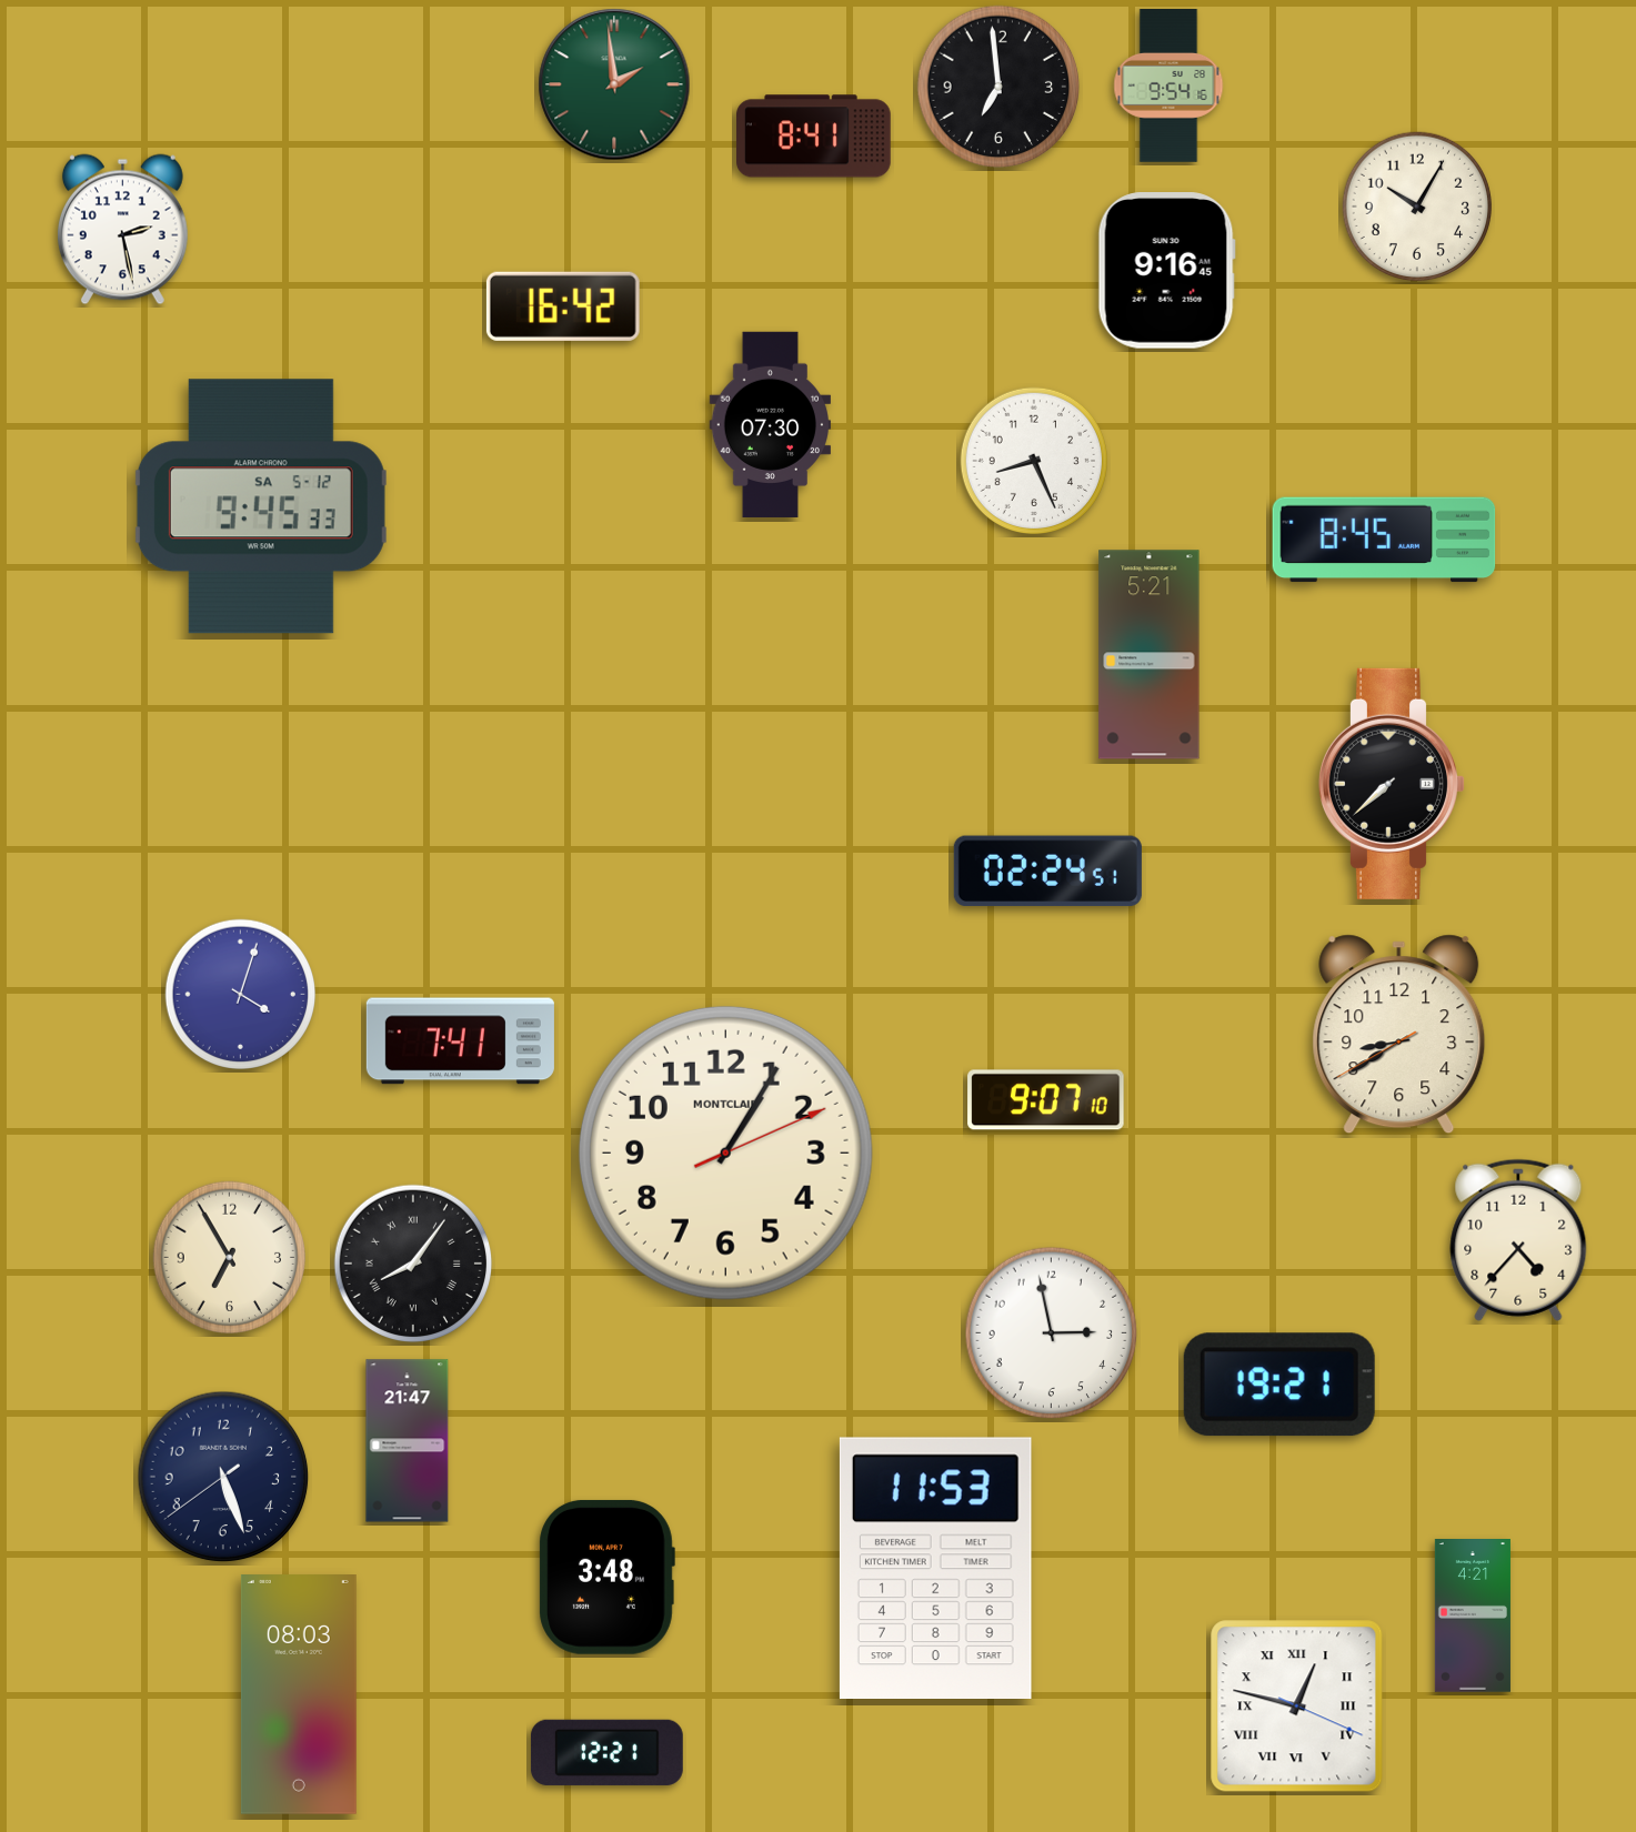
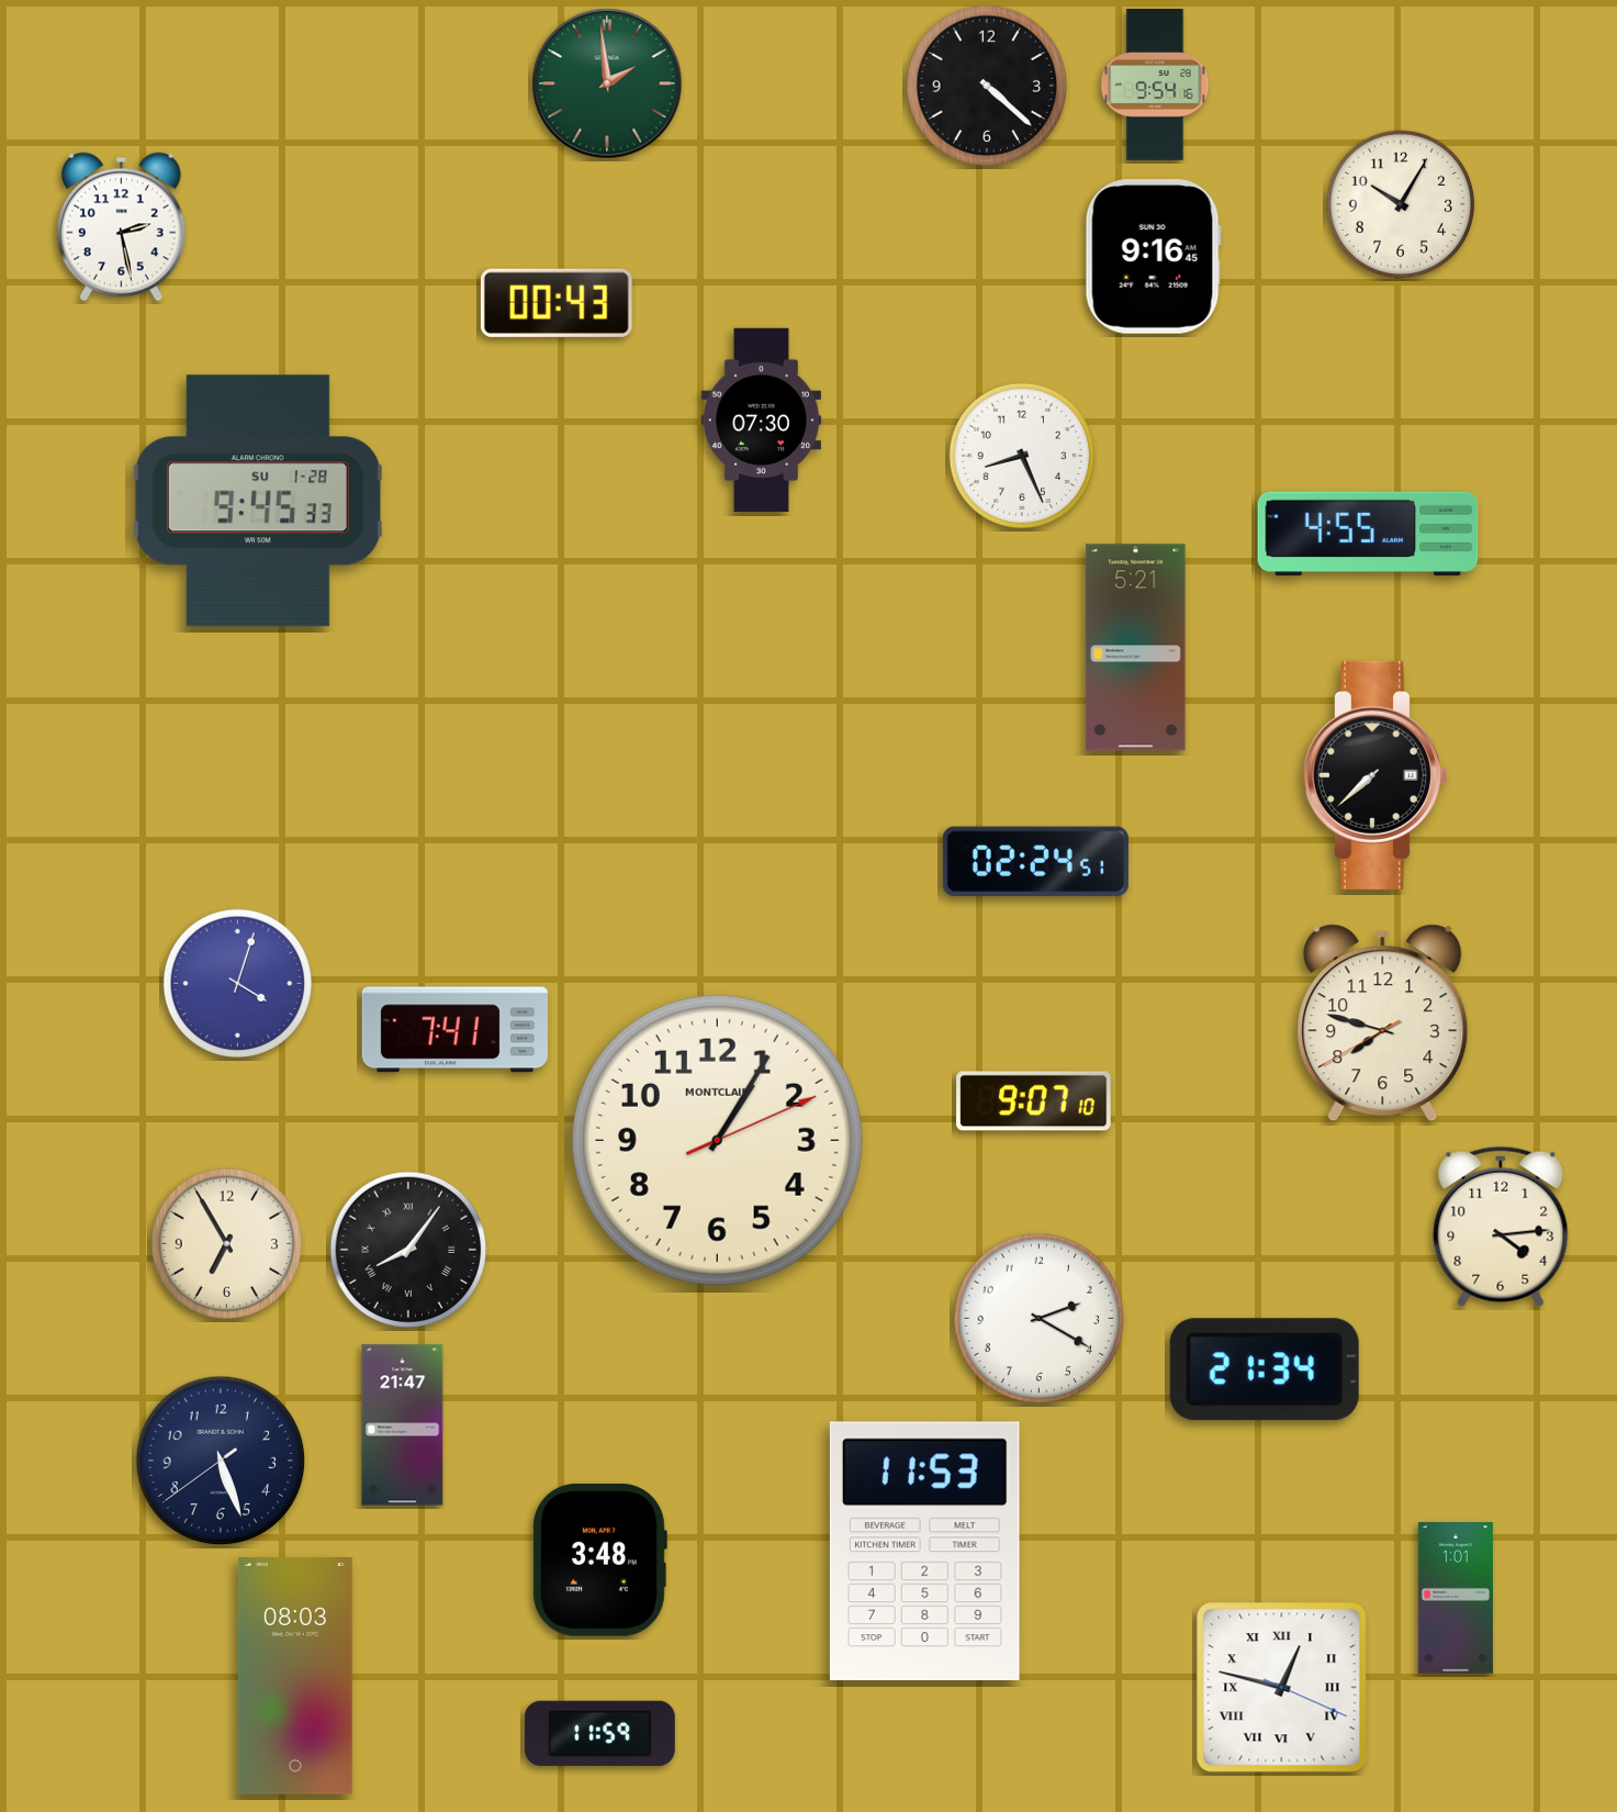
clock at (998, 87): 6:59 -> 4:22
clock at (814, 137): 8:41 -> none
clock at (1166, 271) position: (1166, 271) -> (1153, 257)
clock at (563, 306): 16:42 -> 00:43
clock at (261, 506) date: SA 5-12 -> SU 1-28
clock at (1384, 540): 8:45 -> 4:55
clock at (1399, 1035): 8:39 -> 7:47
clock at (1046, 1100) position: (1046, 1100) -> (1034, 1101)
clock at (1518, 1240): 4:37 -> 4:14
clock at (1052, 1333): 2:58 -> 2:20
clock at (1279, 1385): 19:21 -> 21:34
clock at (1473, 1617): 4:21 -> 1:01
clock at (606, 1752): 12:21 -> 11:59
